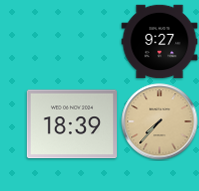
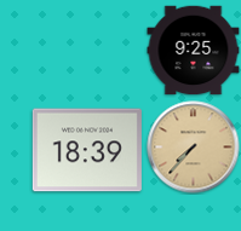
clock at (160, 42): 9:27 -> 9:25
